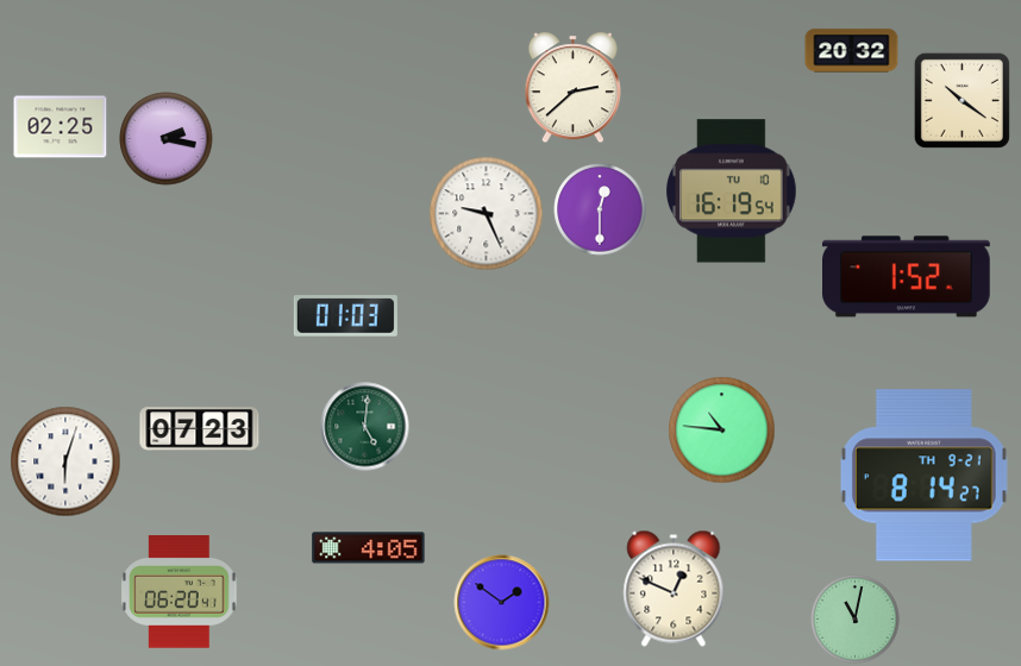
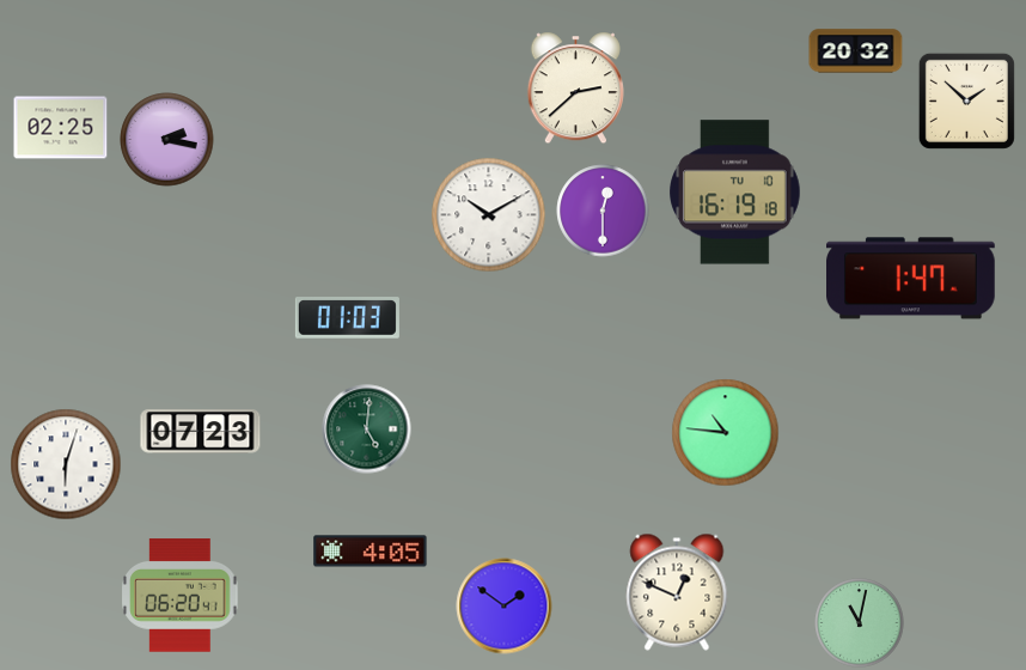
clock at (962, 100): 10:21 -> 1:52
clock at (732, 191): 16:19:54 -> 16:19:18
clock at (487, 214): 9:26 -> 10:10
clock at (907, 277): 1:52 -> 1:47
clock at (923, 476): 8:14 -> none
